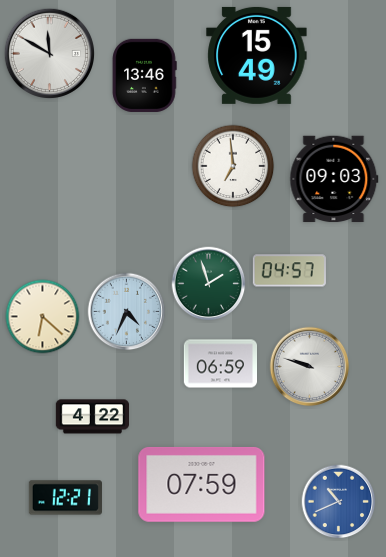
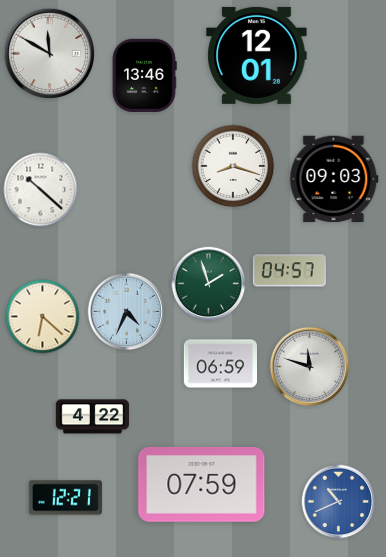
clock at (257, 55): 15:49 -> 12:01
clock at (233, 166): 6:59 -> 8:18
clock at (41, 190): none -> 10:22
clock at (310, 367): 9:48 -> 11:48
